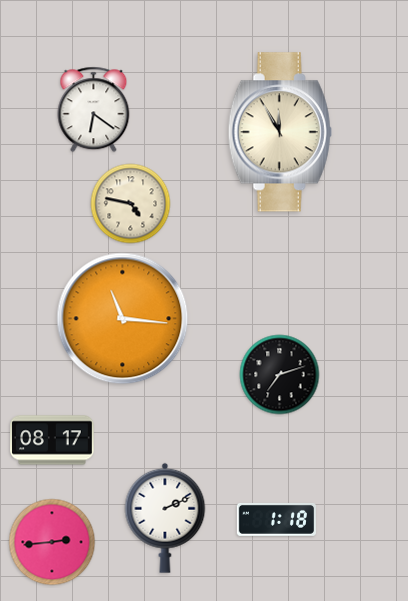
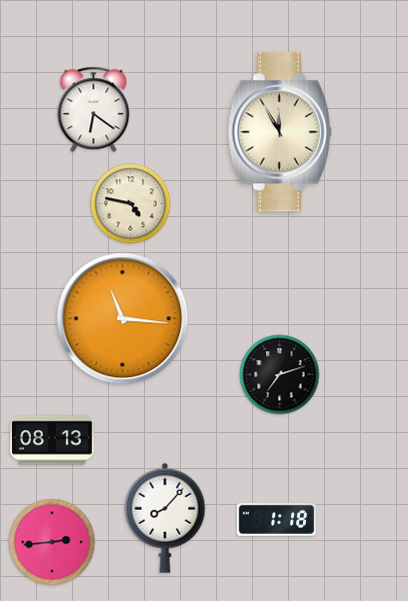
clock at (52, 440): 08:17 -> 08:13
clock at (165, 518): 2:11 -> 8:07
